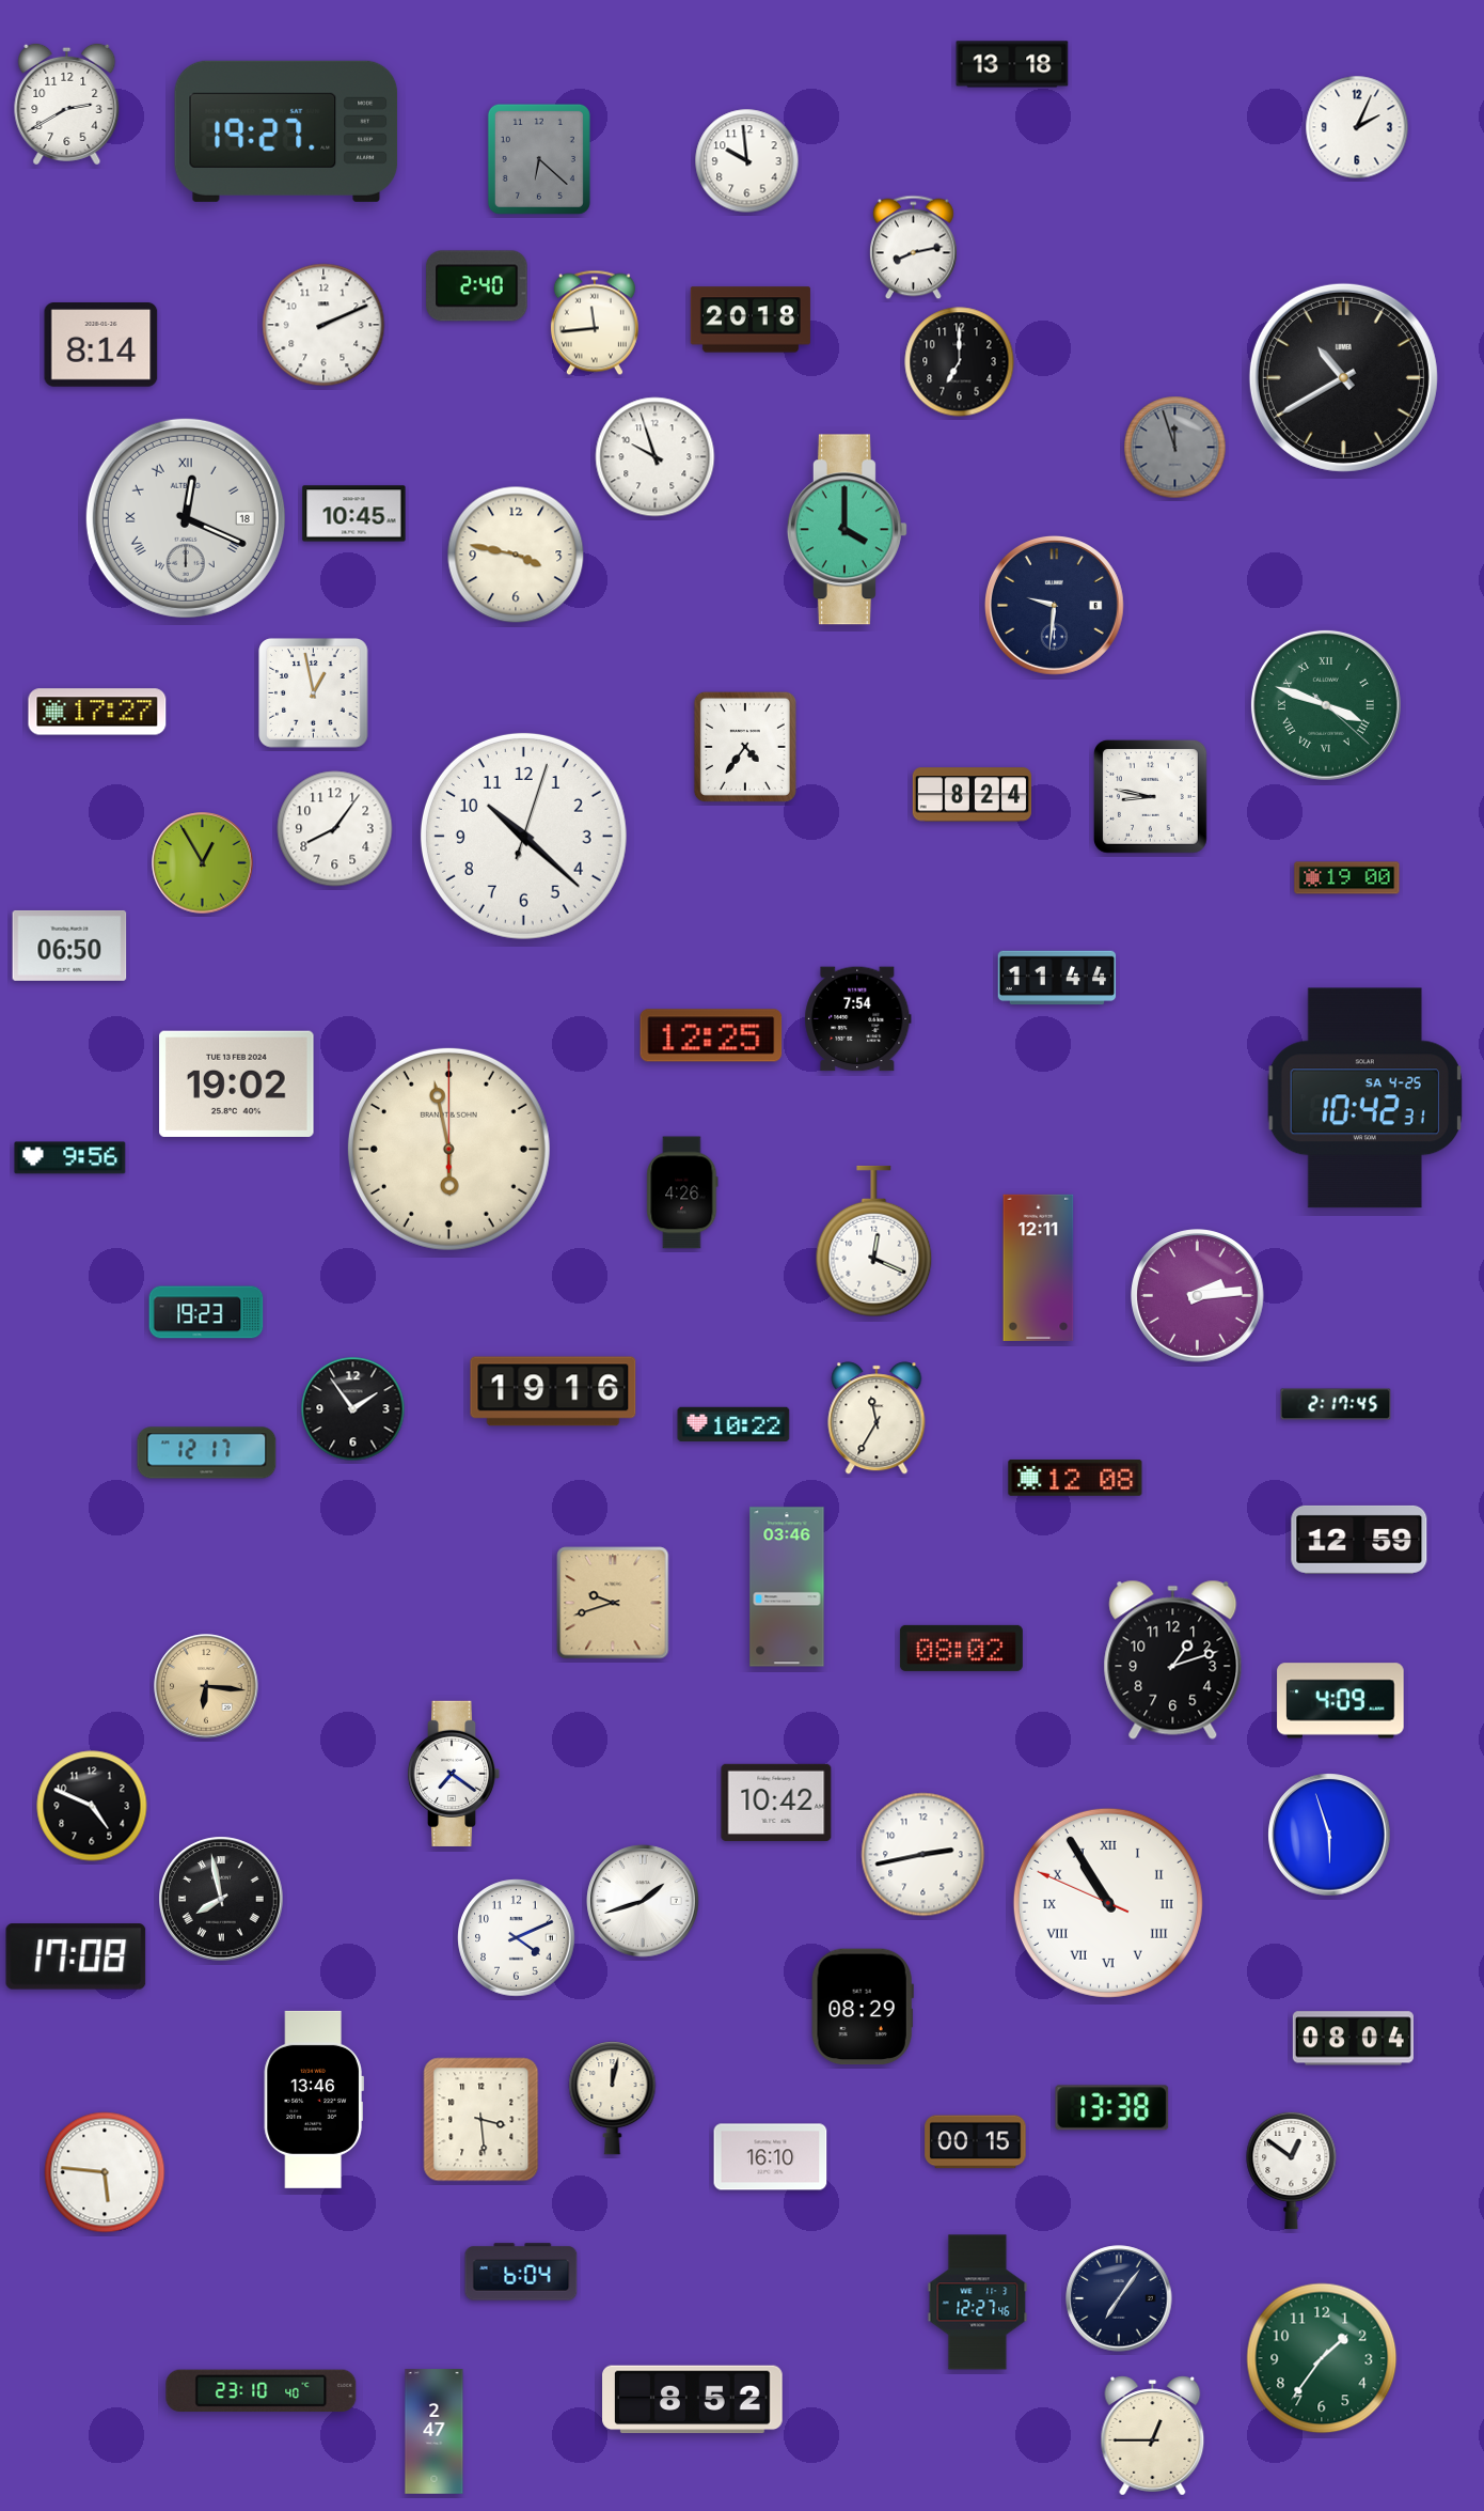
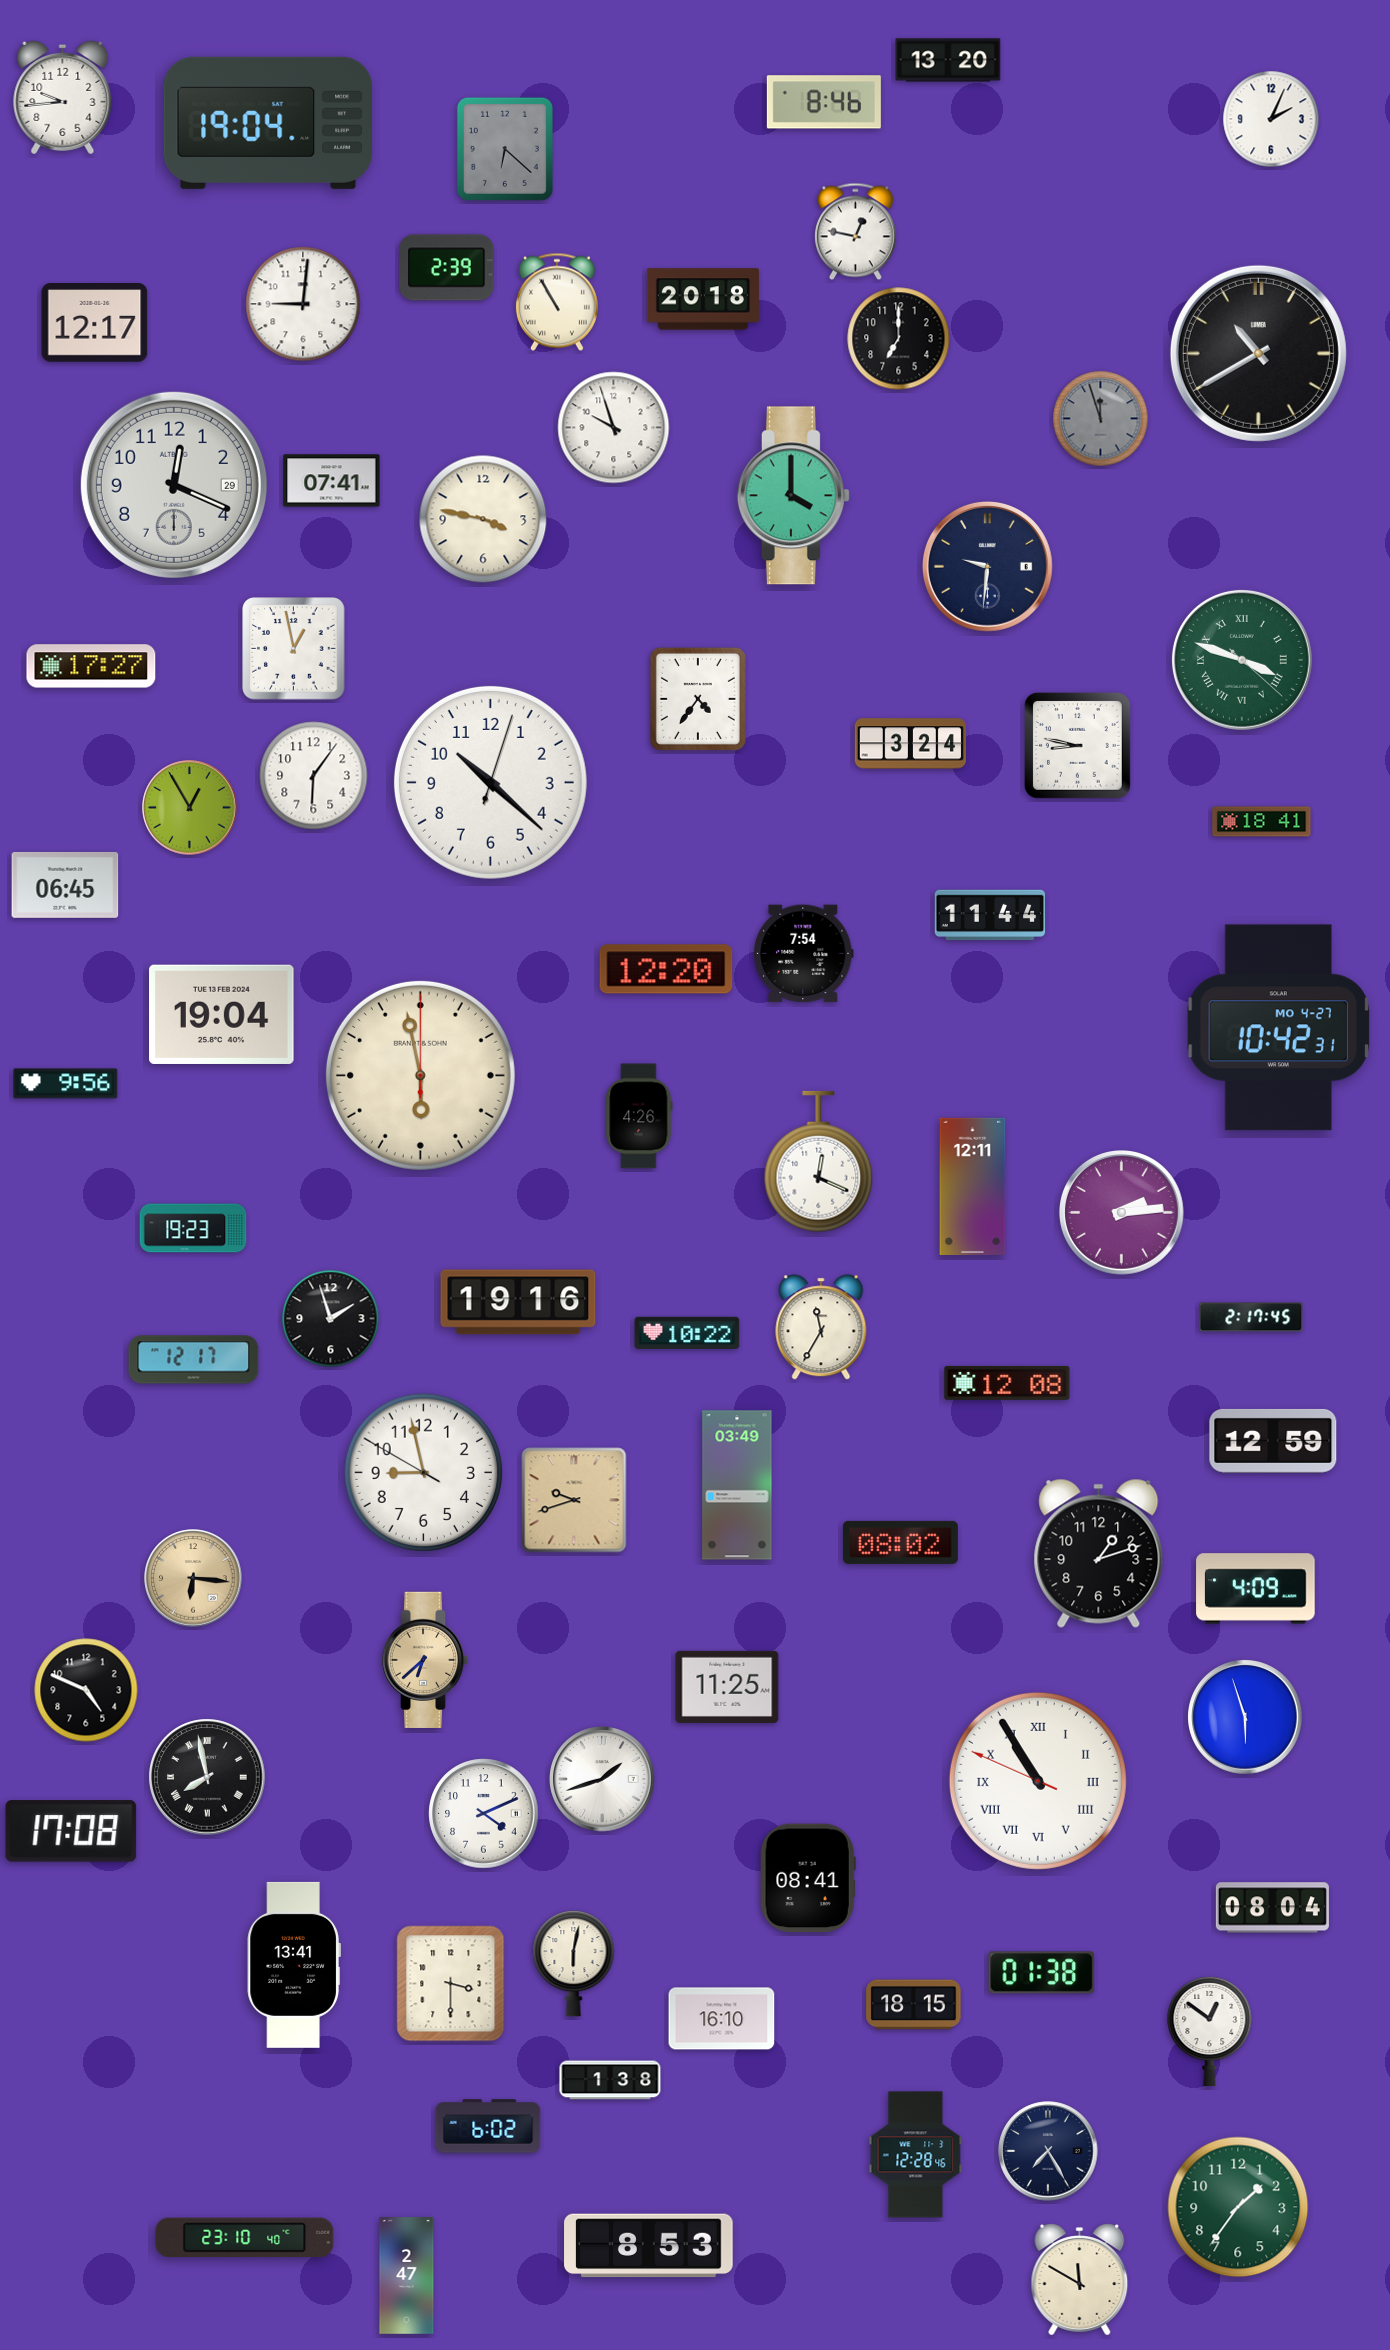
clock at (1012, 64): 13:18 -> 13:20
clock at (67, 104): 2:40 -> 9:44
clock at (824, 102): none -> 8:46
clock at (286, 131): 19:27 -> 19:04
clock at (747, 161): 9:59 -> none
clock at (913, 248): 8:13 -> 12:47
clock at (477, 286): 2:40 -> 2:39
clock at (595, 323): 11:44 -> 10:55
clock at (323, 325): 2:11 -> 9:01
clock at (101, 345): 8:14 -> 12:17
clock at (354, 514): 10:45 -> 07:41
clock at (186, 518) date: 18 -> 29
clock at (186, 518) numerals: Roman -> Arabic
clock at (972, 795): 8:24 -> 3:24
clock at (335, 829): 8:06 -> 6:06
clock at (1347, 878): 19:00 -> 18:41
clock at (69, 946): 06:50 -> 06:45
clock at (711, 1035): 12:25 -> 12:20
clock at (237, 1083): 19:02 -> 19:04
clock at (1364, 1098) date: SA 4-25 -> MO 4-27
clock at (1336, 1404) position: (1336, 1404) -> (1251, 1317)
clock at (353, 1409): 1:54 -> 1:57
clock at (423, 1472): none -> 8:57
clock at (787, 1587): 03:46 -> 03:49
clock at (1341, 1701) position: (1341, 1701) -> (1256, 1589)
clock at (454, 1774): 7:21 -> 6:38
clock at (454, 1774) dial: white -> champagne
clock at (776, 1803): 10:42 -> 11:25
clock at (923, 1855): 2:43 -> none
clock at (863, 2007): 08:29 -> 08:41
clock at (1353, 2039) position: (1353, 2039) -> (1272, 1908)
clock at (613, 2099): 12:02 -> 6:02
clock at (314, 2100): 13:46 -> 13:41
clock at (1112, 2108): 13:38 -> 01:38
clock at (481, 2120): 3:29 -> 3:30
clock at (976, 2142): 00:15 -> 18:15
clock at (105, 2172): 5:46 -> none
clock at (610, 2080): none -> 1:38
clock at (521, 2272): 6:04 -> 6:02
clock at (1119, 2298): 7:06 -> 7:25
clock at (978, 2303): 12:27 -> 12:28
clock at (693, 2400): 8:52 -> 8:53
clock at (1153, 2436): 12:45 -> 11:50
